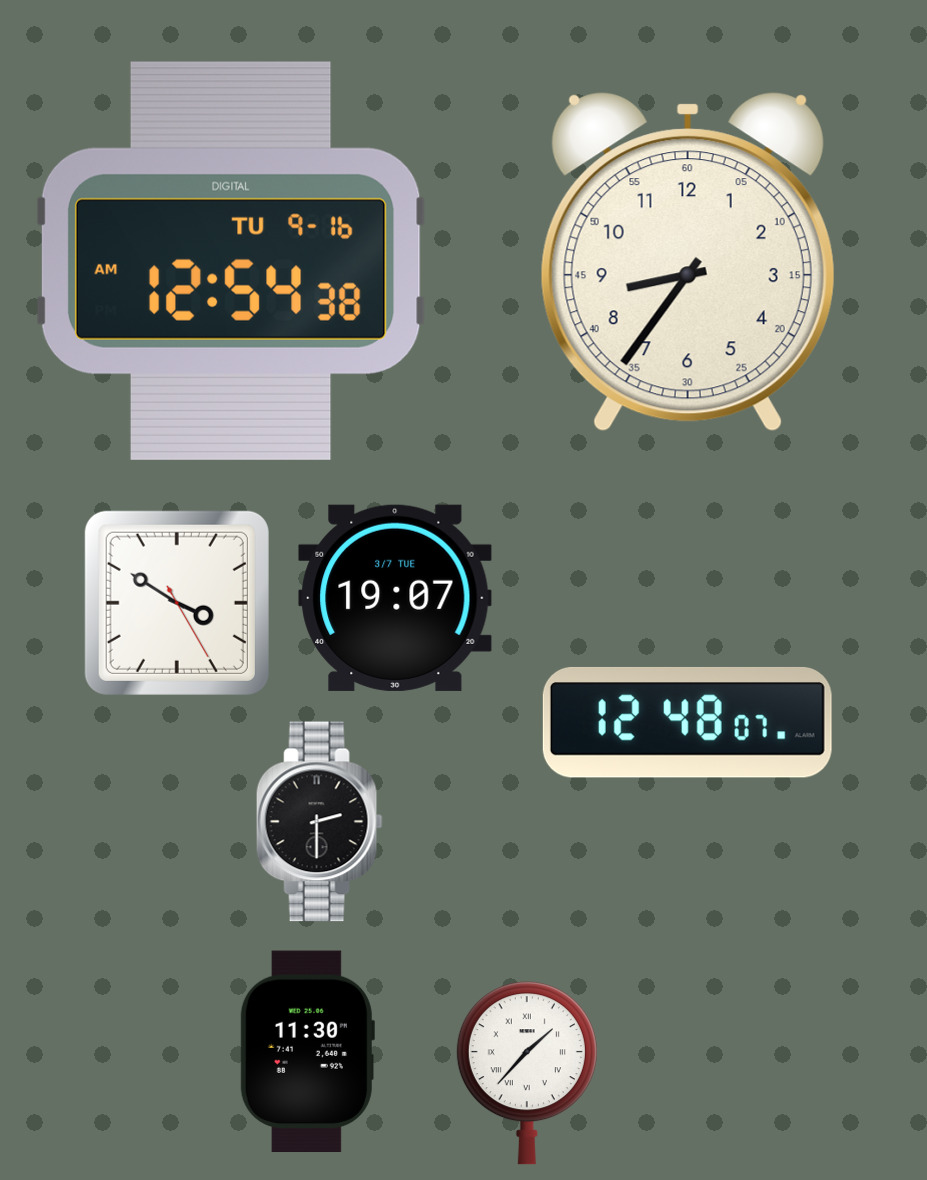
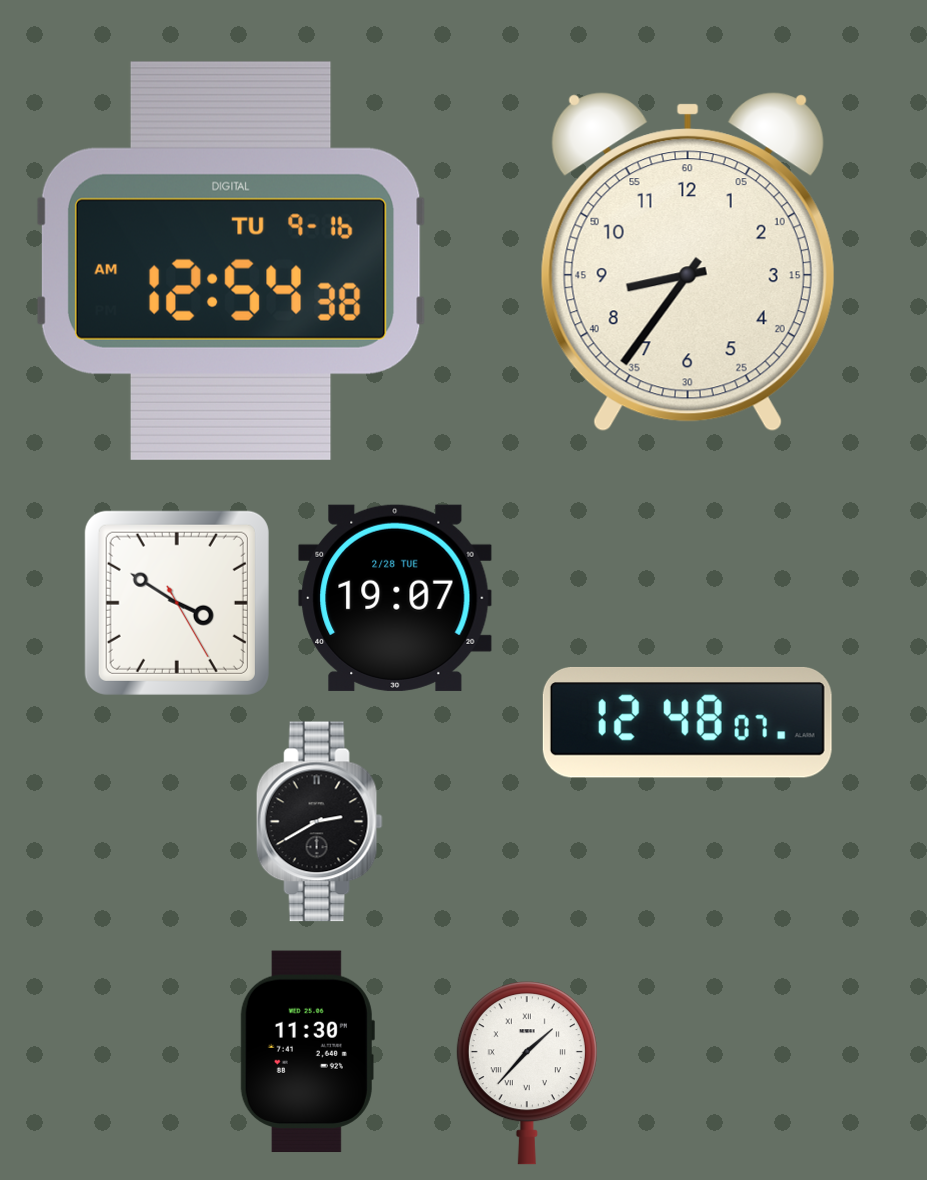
clock at (395, 598) date: 3/7 TUE -> 2/28 TUE
clock at (319, 822): 2:30 -> 2:40
